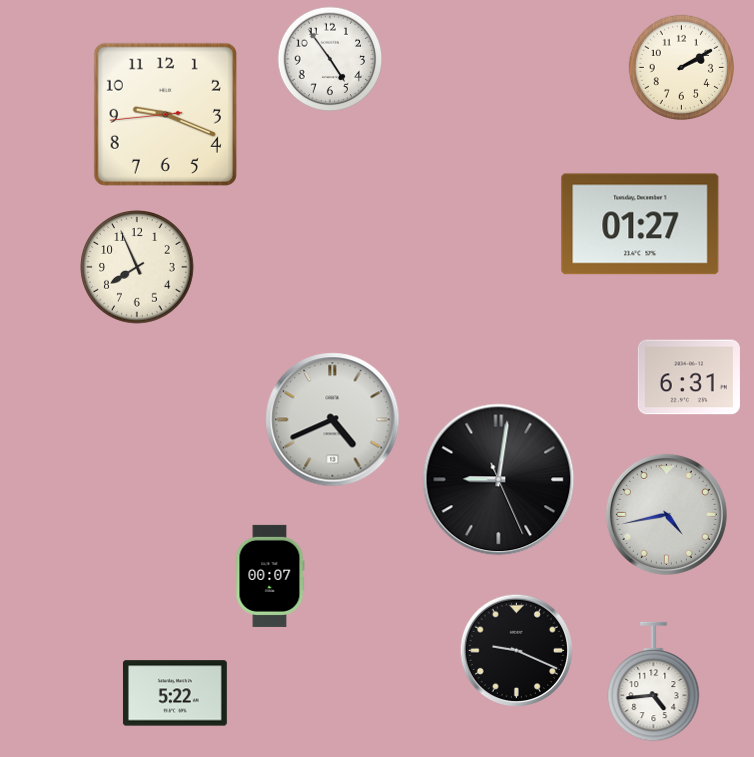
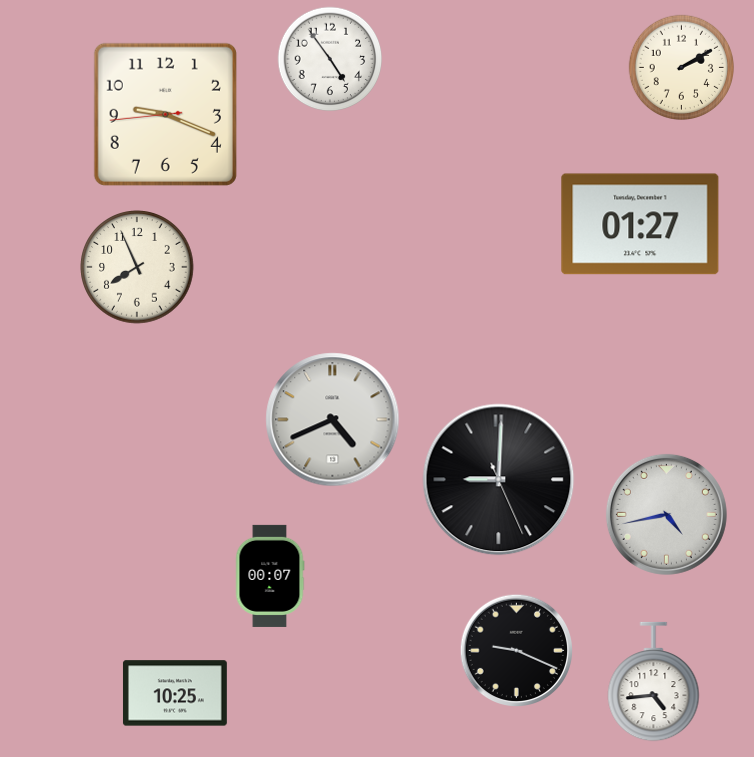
clock at (689, 377): 6:31 -> none
clock at (499, 480): 9:01 -> 9:00
clock at (175, 693): 5:22 -> 10:25
